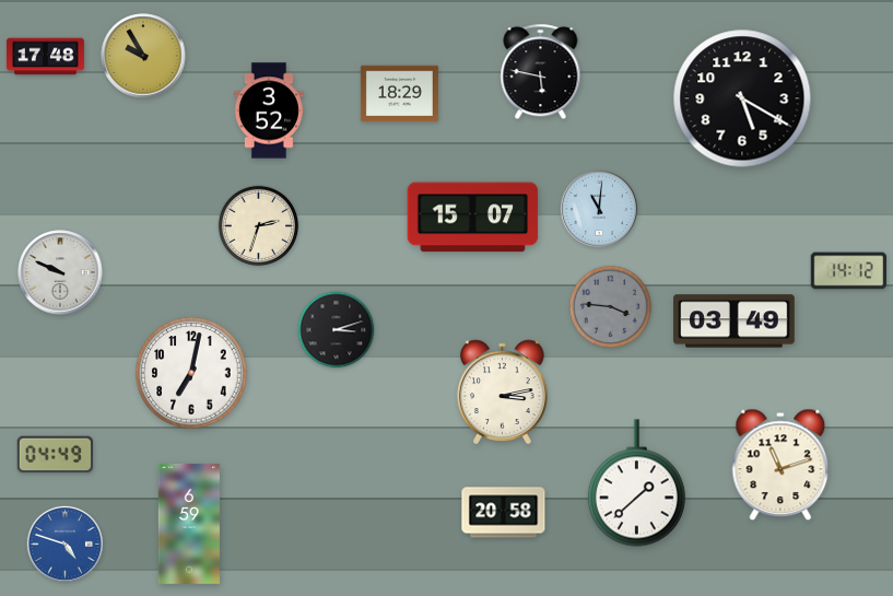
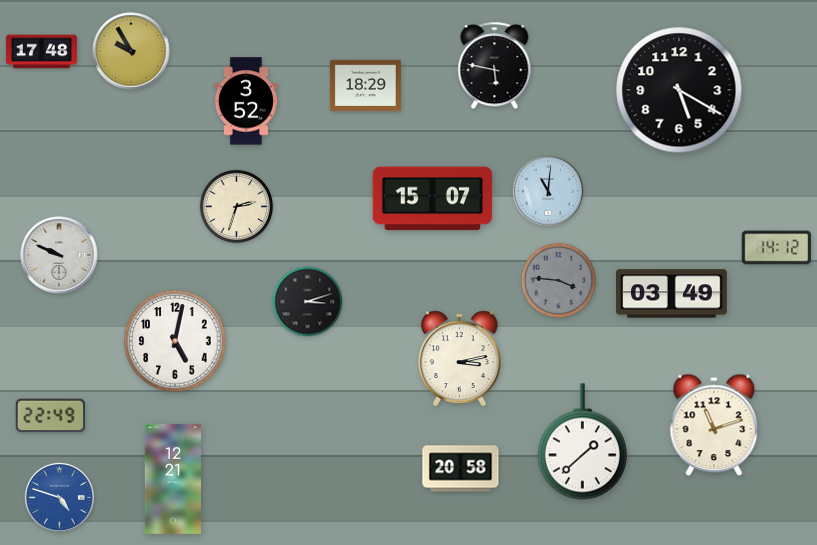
clock at (60, 272) position: (60, 272) -> (59, 255)
clock at (191, 373): 7:02 -> 5:02
clock at (55, 455): 04:49 -> 22:49
clock at (188, 524): 6:59 -> 12:21
